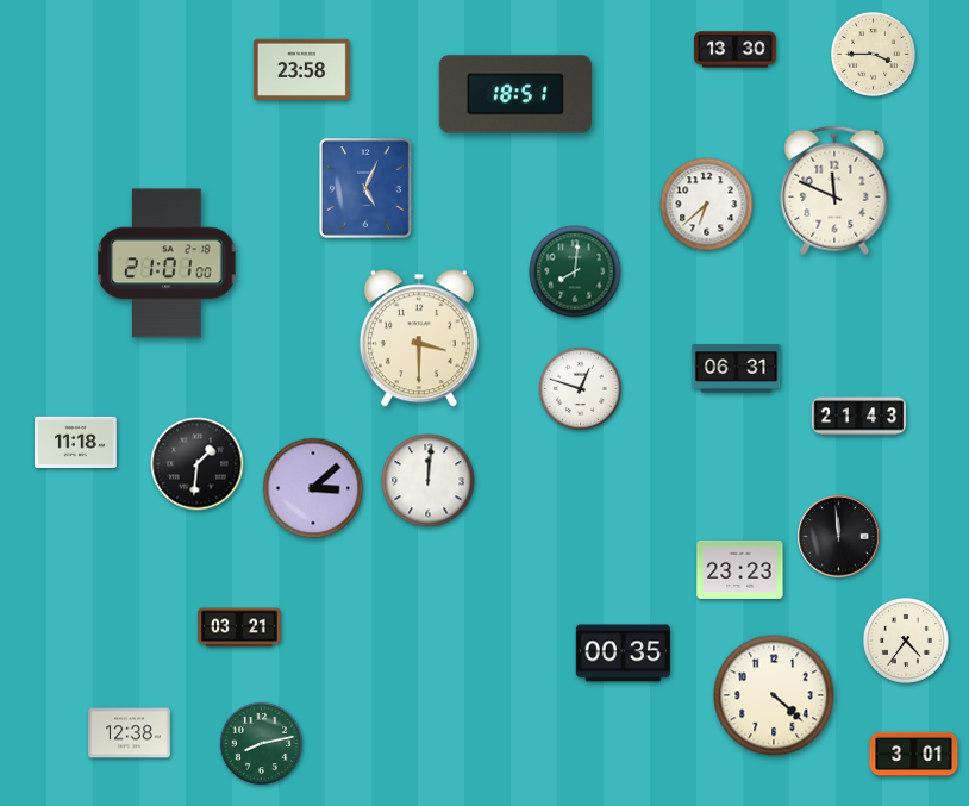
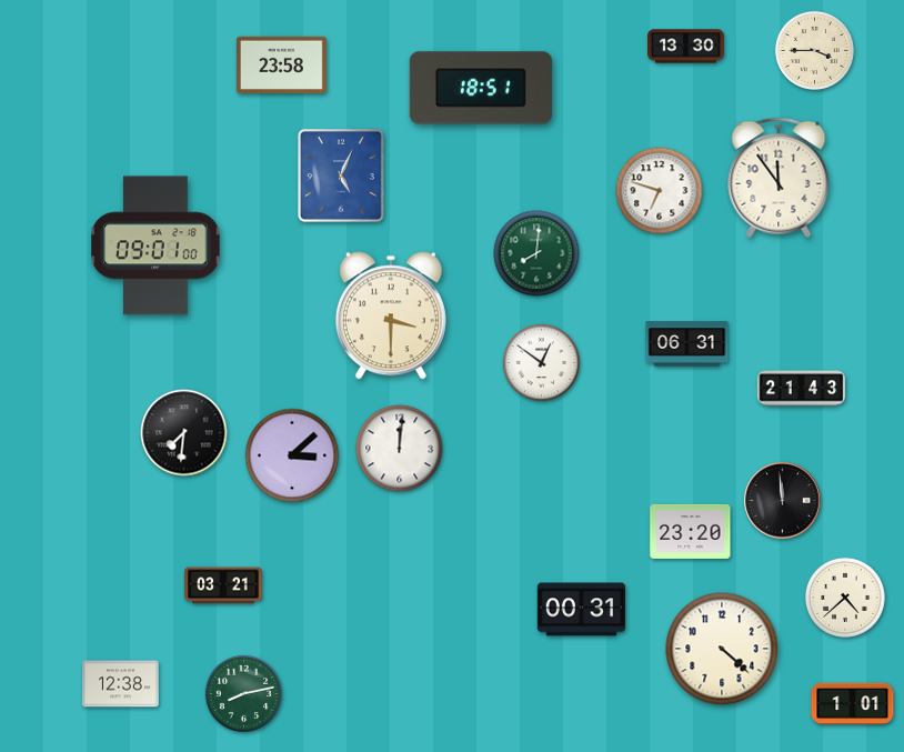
clock at (834, 190): 11:49 -> 11:54
clock at (707, 205): 6:38 -> 6:48
clock at (167, 263): 21:01 -> 09:01
clock at (580, 388): 12:48 -> 12:51
clock at (76, 442): 11:18 -> none
clock at (198, 464): 1:31 -> 7:31
clock at (740, 569): 23:23 -> 23:20
clock at (906, 641): 4:36 -> 4:38
clock at (623, 654): 00:35 -> 00:31
clock at (914, 754): 3:01 -> 1:01
